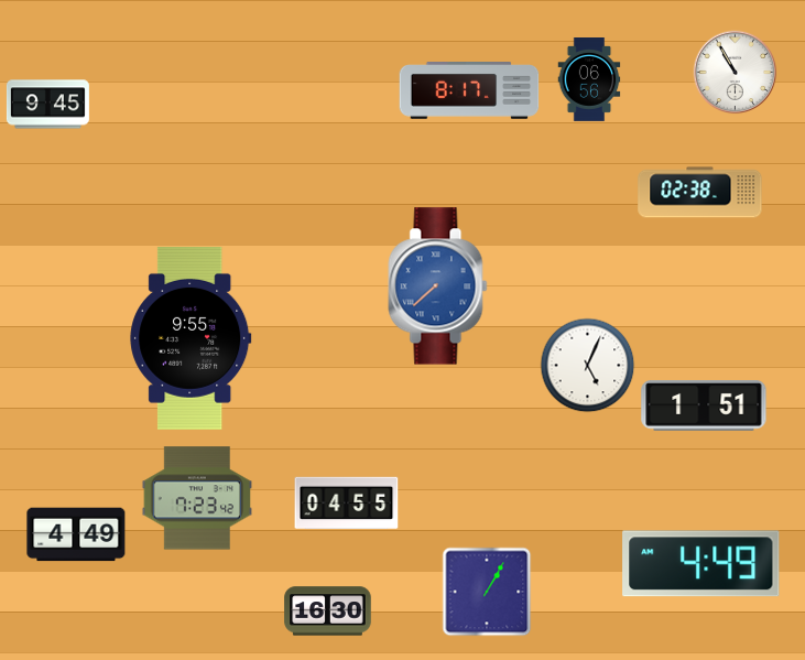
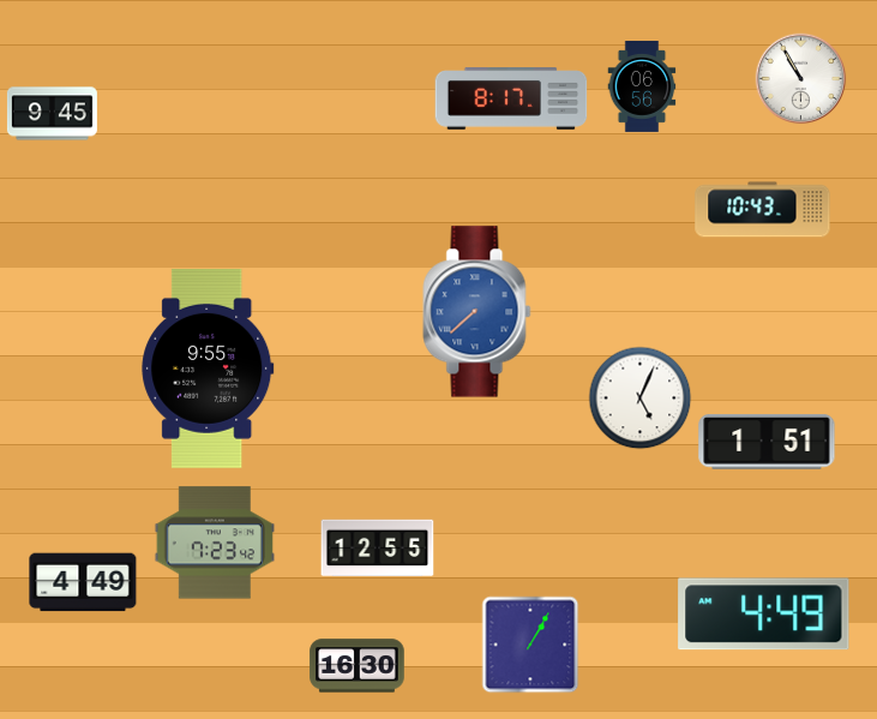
clock at (700, 193): 02:38 -> 10:43
clock at (347, 504): 04:55 -> 12:55
